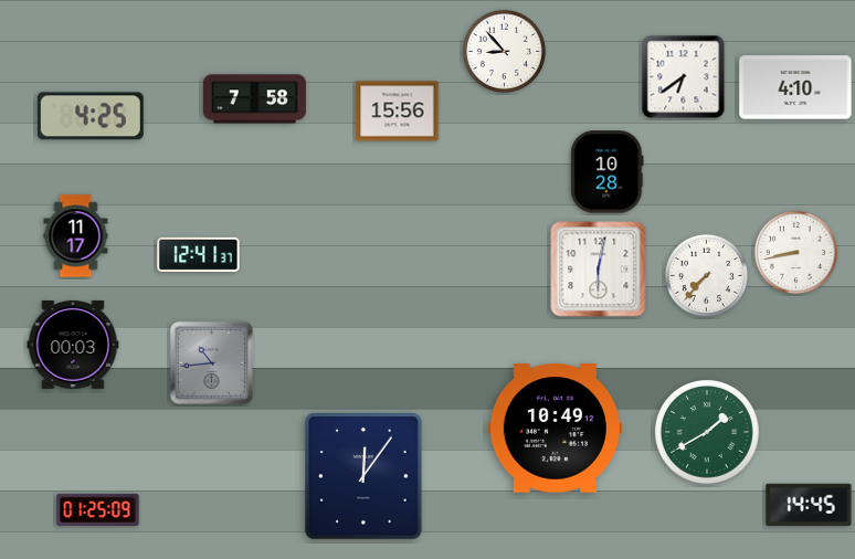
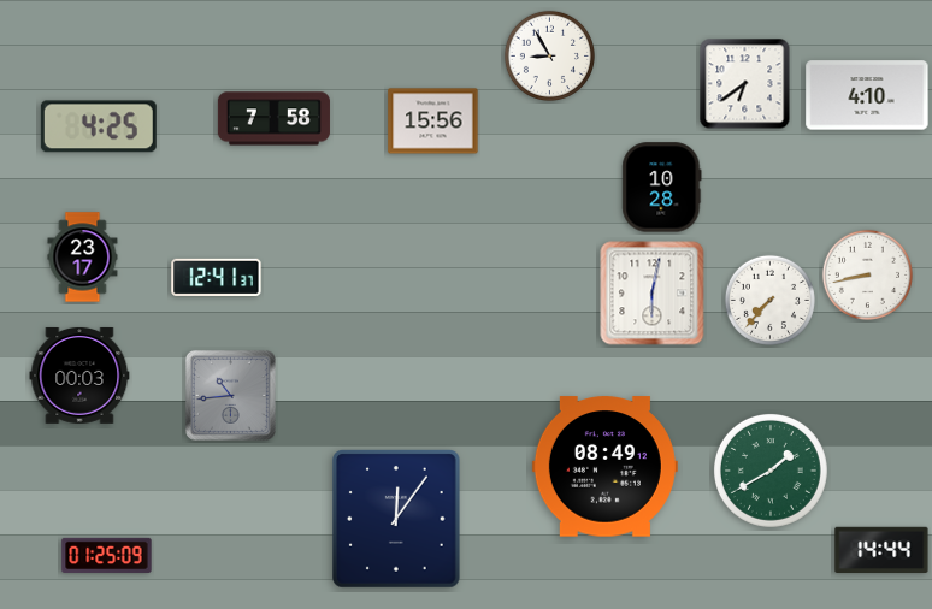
clock at (504, 51): 8:53 -> 8:55
clock at (254, 99) position: (254, 99) -> (273, 119)
clock at (76, 236): 11:17 -> 23:17
clock at (555, 429): 10:49 -> 08:49
clock at (809, 504): 14:45 -> 14:44
